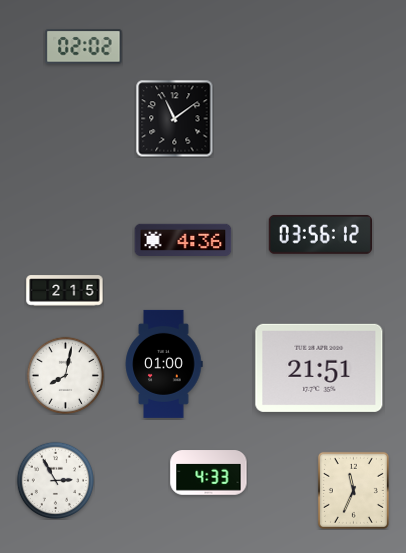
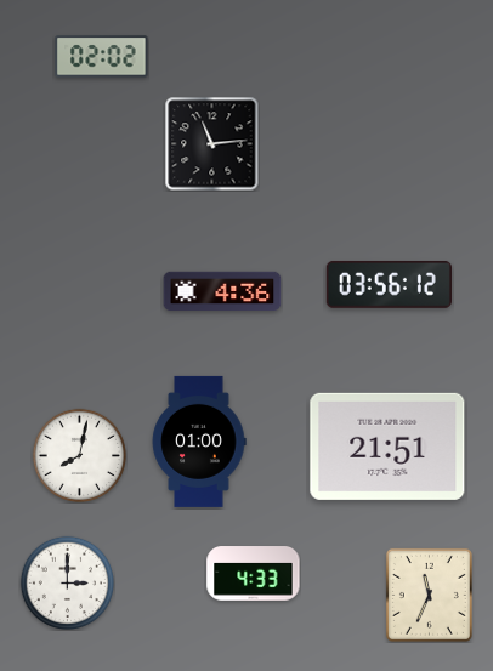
clock at (174, 118): 11:09 -> 11:14
clock at (65, 291): 2:15 -> none
clock at (55, 480): 2:55 -> 3:00
